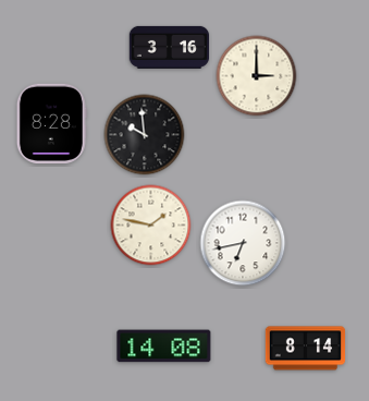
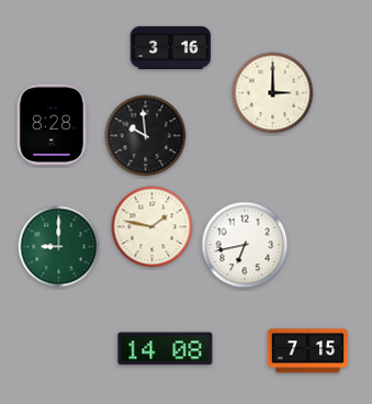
clock at (257, 76) position: (257, 76) -> (273, 93)
clock at (59, 247): none -> 9:00
clock at (306, 349): 8:14 -> 7:15
